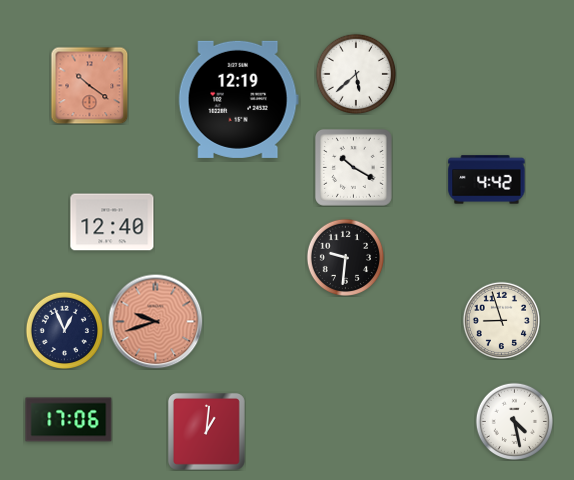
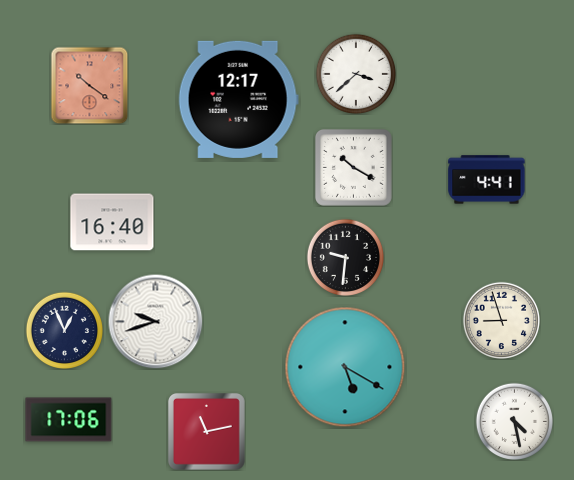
clock at (356, 74): 5:38 -> 3:38
clock at (238, 99): 12:19 -> 12:17
clock at (487, 180): 4:42 -> 4:41
clock at (112, 222): 12:40 -> 16:40
clock at (155, 321) dial: salmon -> white
clock at (345, 367): none -> 5:20
clock at (206, 431): 1:01 -> 11:13
